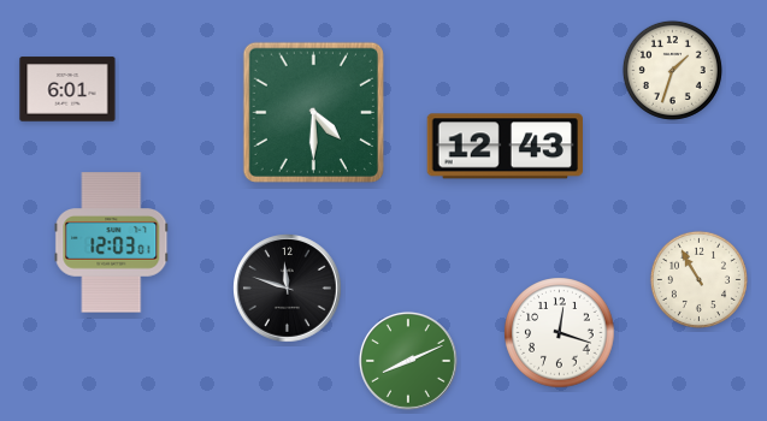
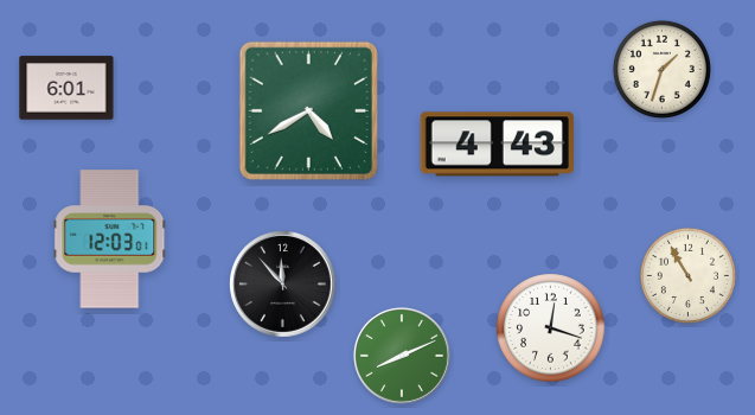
clock at (313, 112): 4:30 -> 4:40
clock at (505, 147): 12:43 -> 4:43
clock at (288, 289): 11:48 -> 11:53
